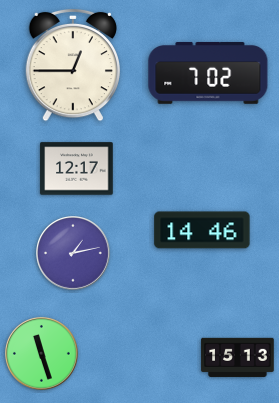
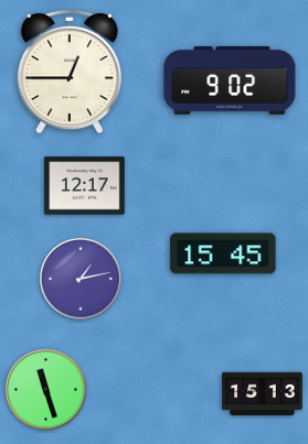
clock at (72, 65) position: (72, 65) -> (68, 72)
clock at (208, 73): 7:02 -> 9:02
clock at (202, 230): 14:46 -> 15:45
